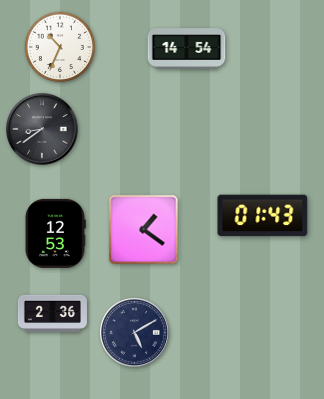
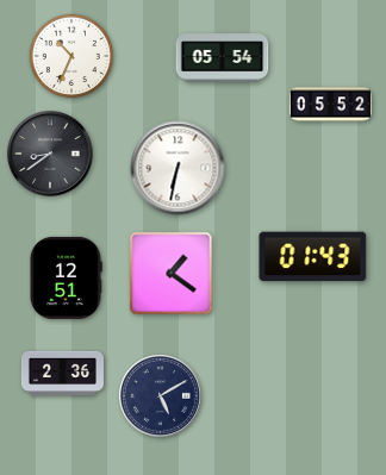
clock at (187, 49): 14:54 -> 05:54
clock at (330, 105): none -> 05:52
clock at (178, 168): none -> 6:32
clock at (55, 233): 12:53 -> 12:51
